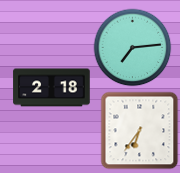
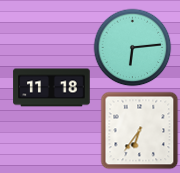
clock at (132, 47): 7:14 -> 6:14
clock at (52, 88): 2:18 -> 11:18
